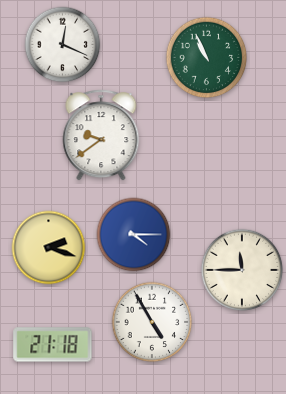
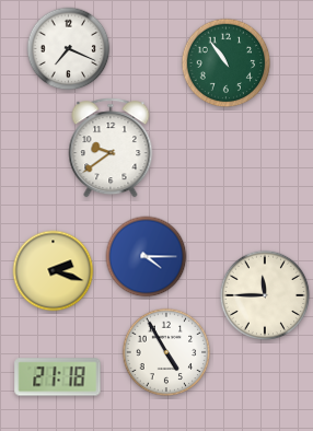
clock at (63, 45): 12:19 -> 7:19
clock at (207, 58): 10:56 -> 10:54
